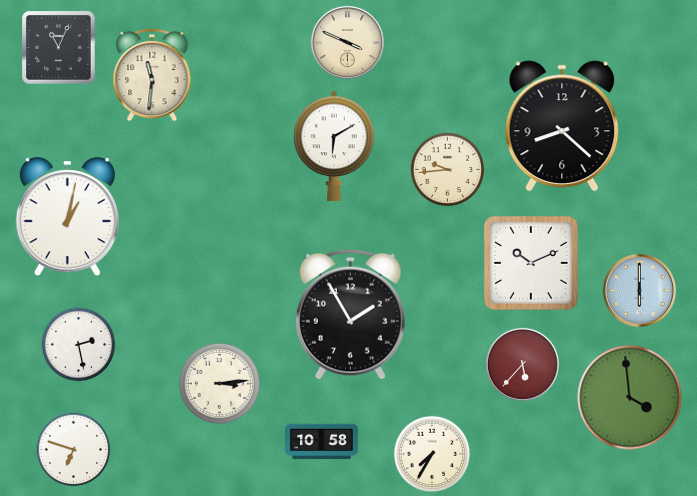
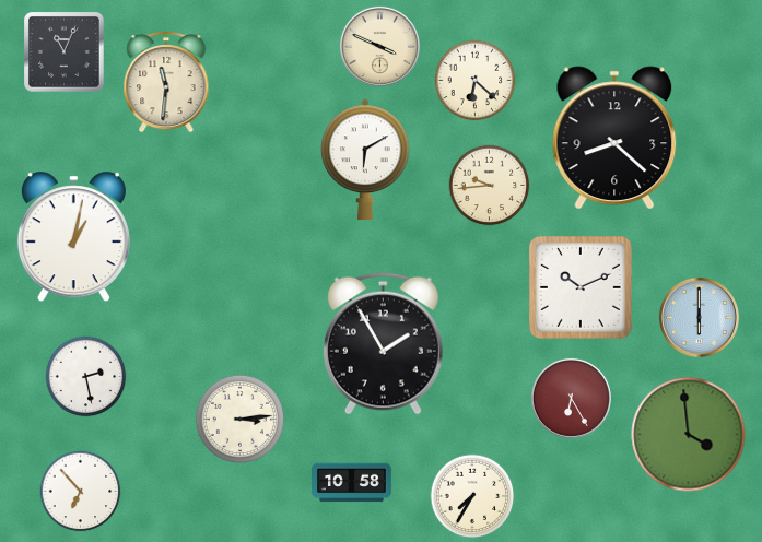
clock at (476, 81): none -> 6:22
clock at (522, 364): 5:37 -> 6:25
clock at (74, 450): 6:48 -> 6:53
